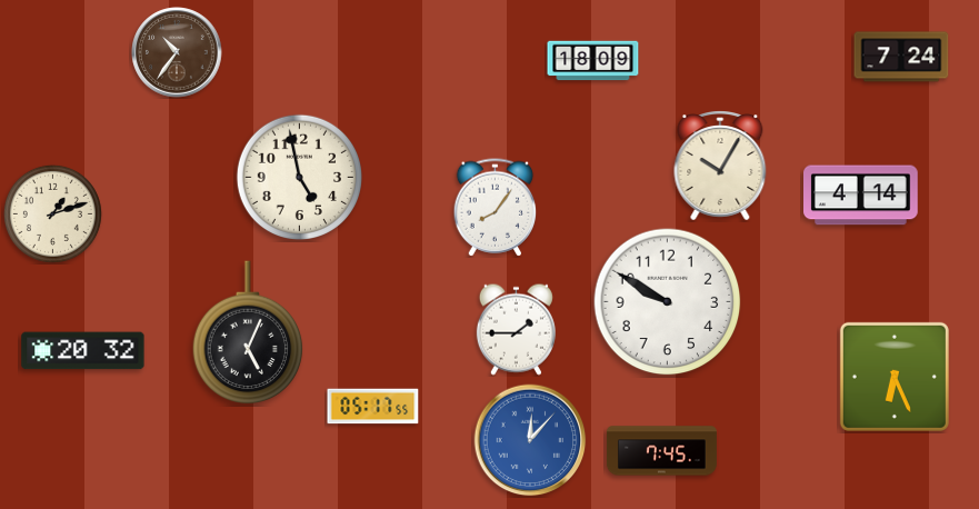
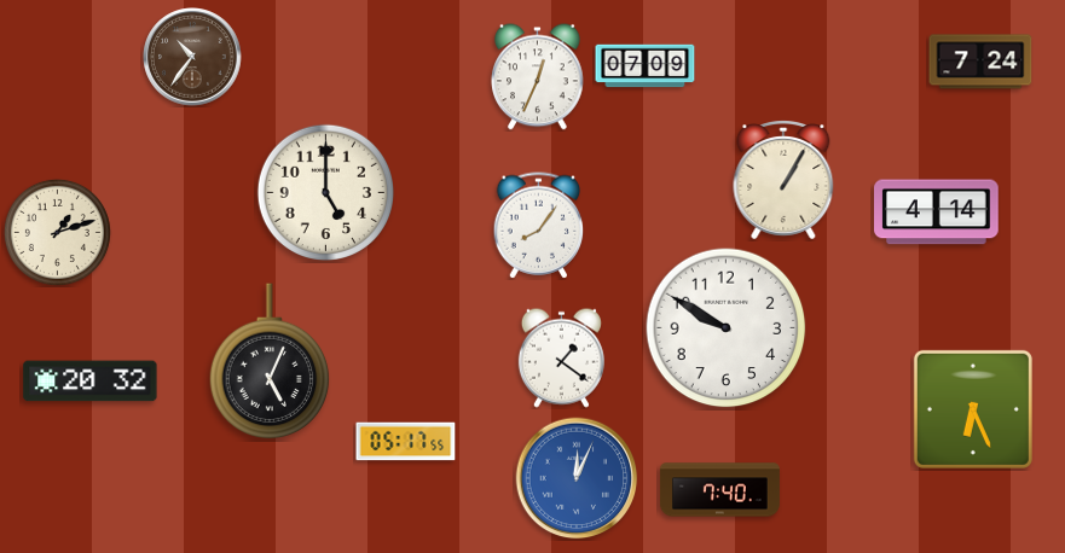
clock at (593, 61): 18:09 -> 07:09
clock at (538, 77): none -> 12:34
clock at (720, 166): 10:05 -> 1:05
clock at (299, 177): 4:58 -> 5:00
clock at (516, 329): 1:45 -> 1:21
clock at (530, 440): 12:07 -> 12:04
clock at (661, 451): 7:45 -> 7:40
